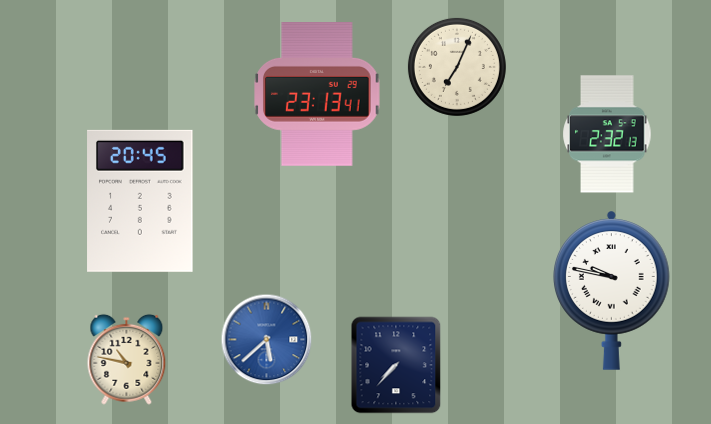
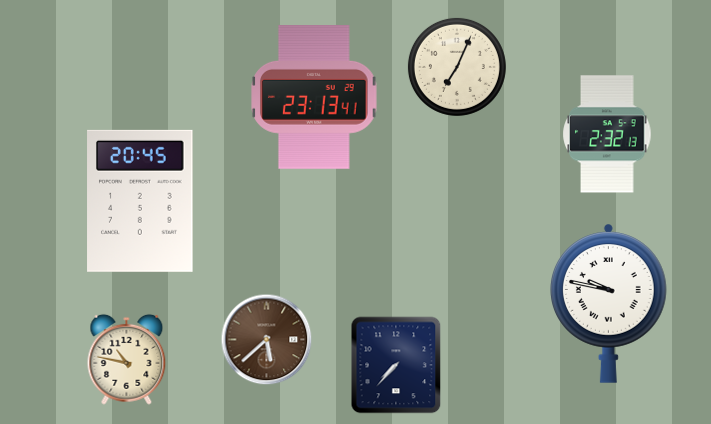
clock at (317, 95) position: (317, 95) -> (314, 98)
clock at (612, 290) position: (612, 290) -> (609, 303)
clock at (267, 340) dial: blue -> brown
